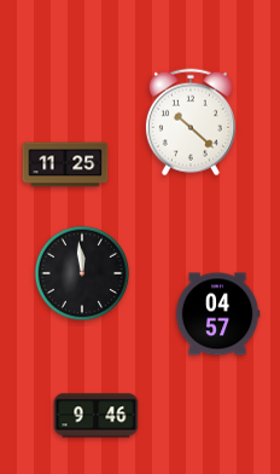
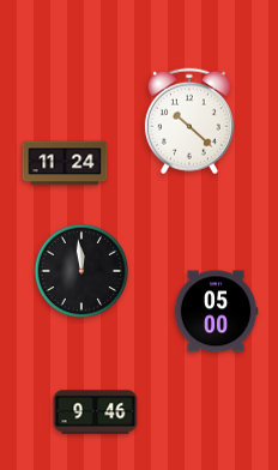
clock at (65, 164): 11:25 -> 11:24
clock at (217, 314): 04:57 -> 05:00
